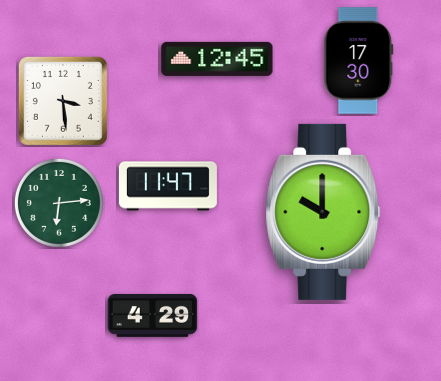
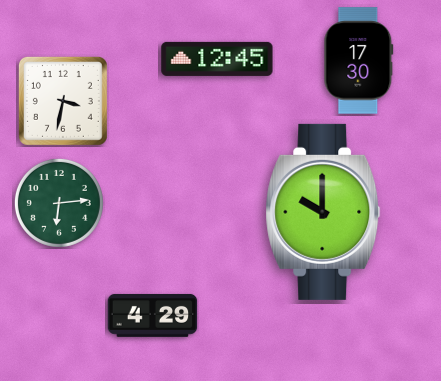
clock at (63, 101): 3:29 -> 3:32
clock at (168, 186): 11:47 -> none
